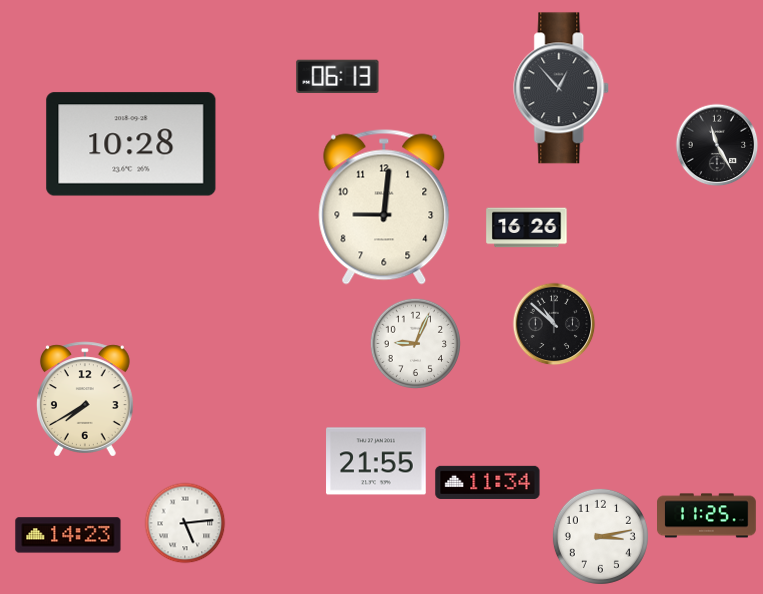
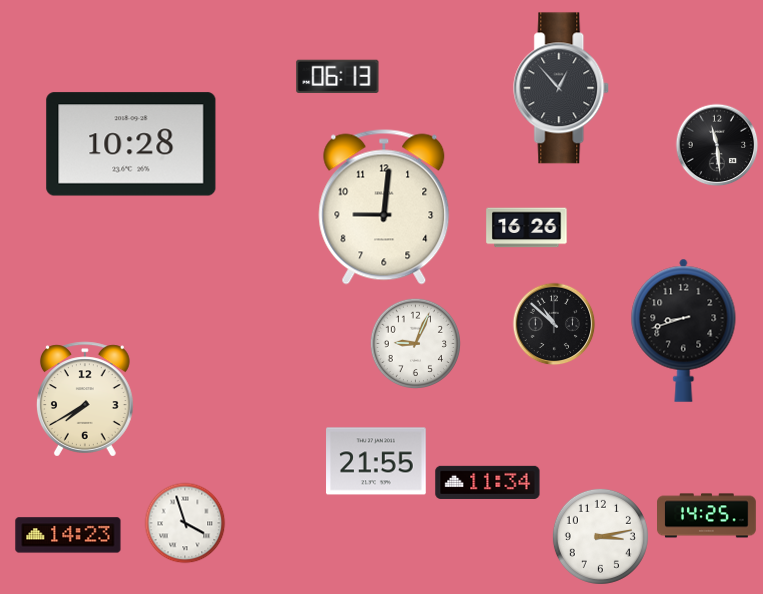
clock at (717, 145): 11:25 -> 11:29
clock at (684, 330): none -> 8:42
clock at (707, 516): 11:25 -> 14:25
clock at (185, 523): 5:14 -> 3:57
